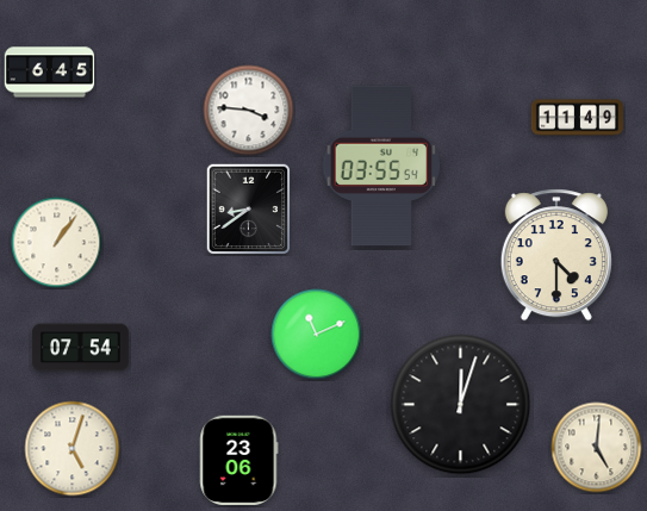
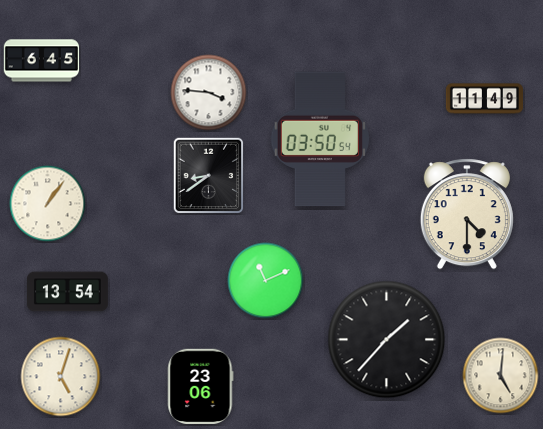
clock at (380, 166): 03:55 -> 03:50
clock at (80, 348): 07:54 -> 13:54
clock at (461, 405): 12:03 -> 1:37
